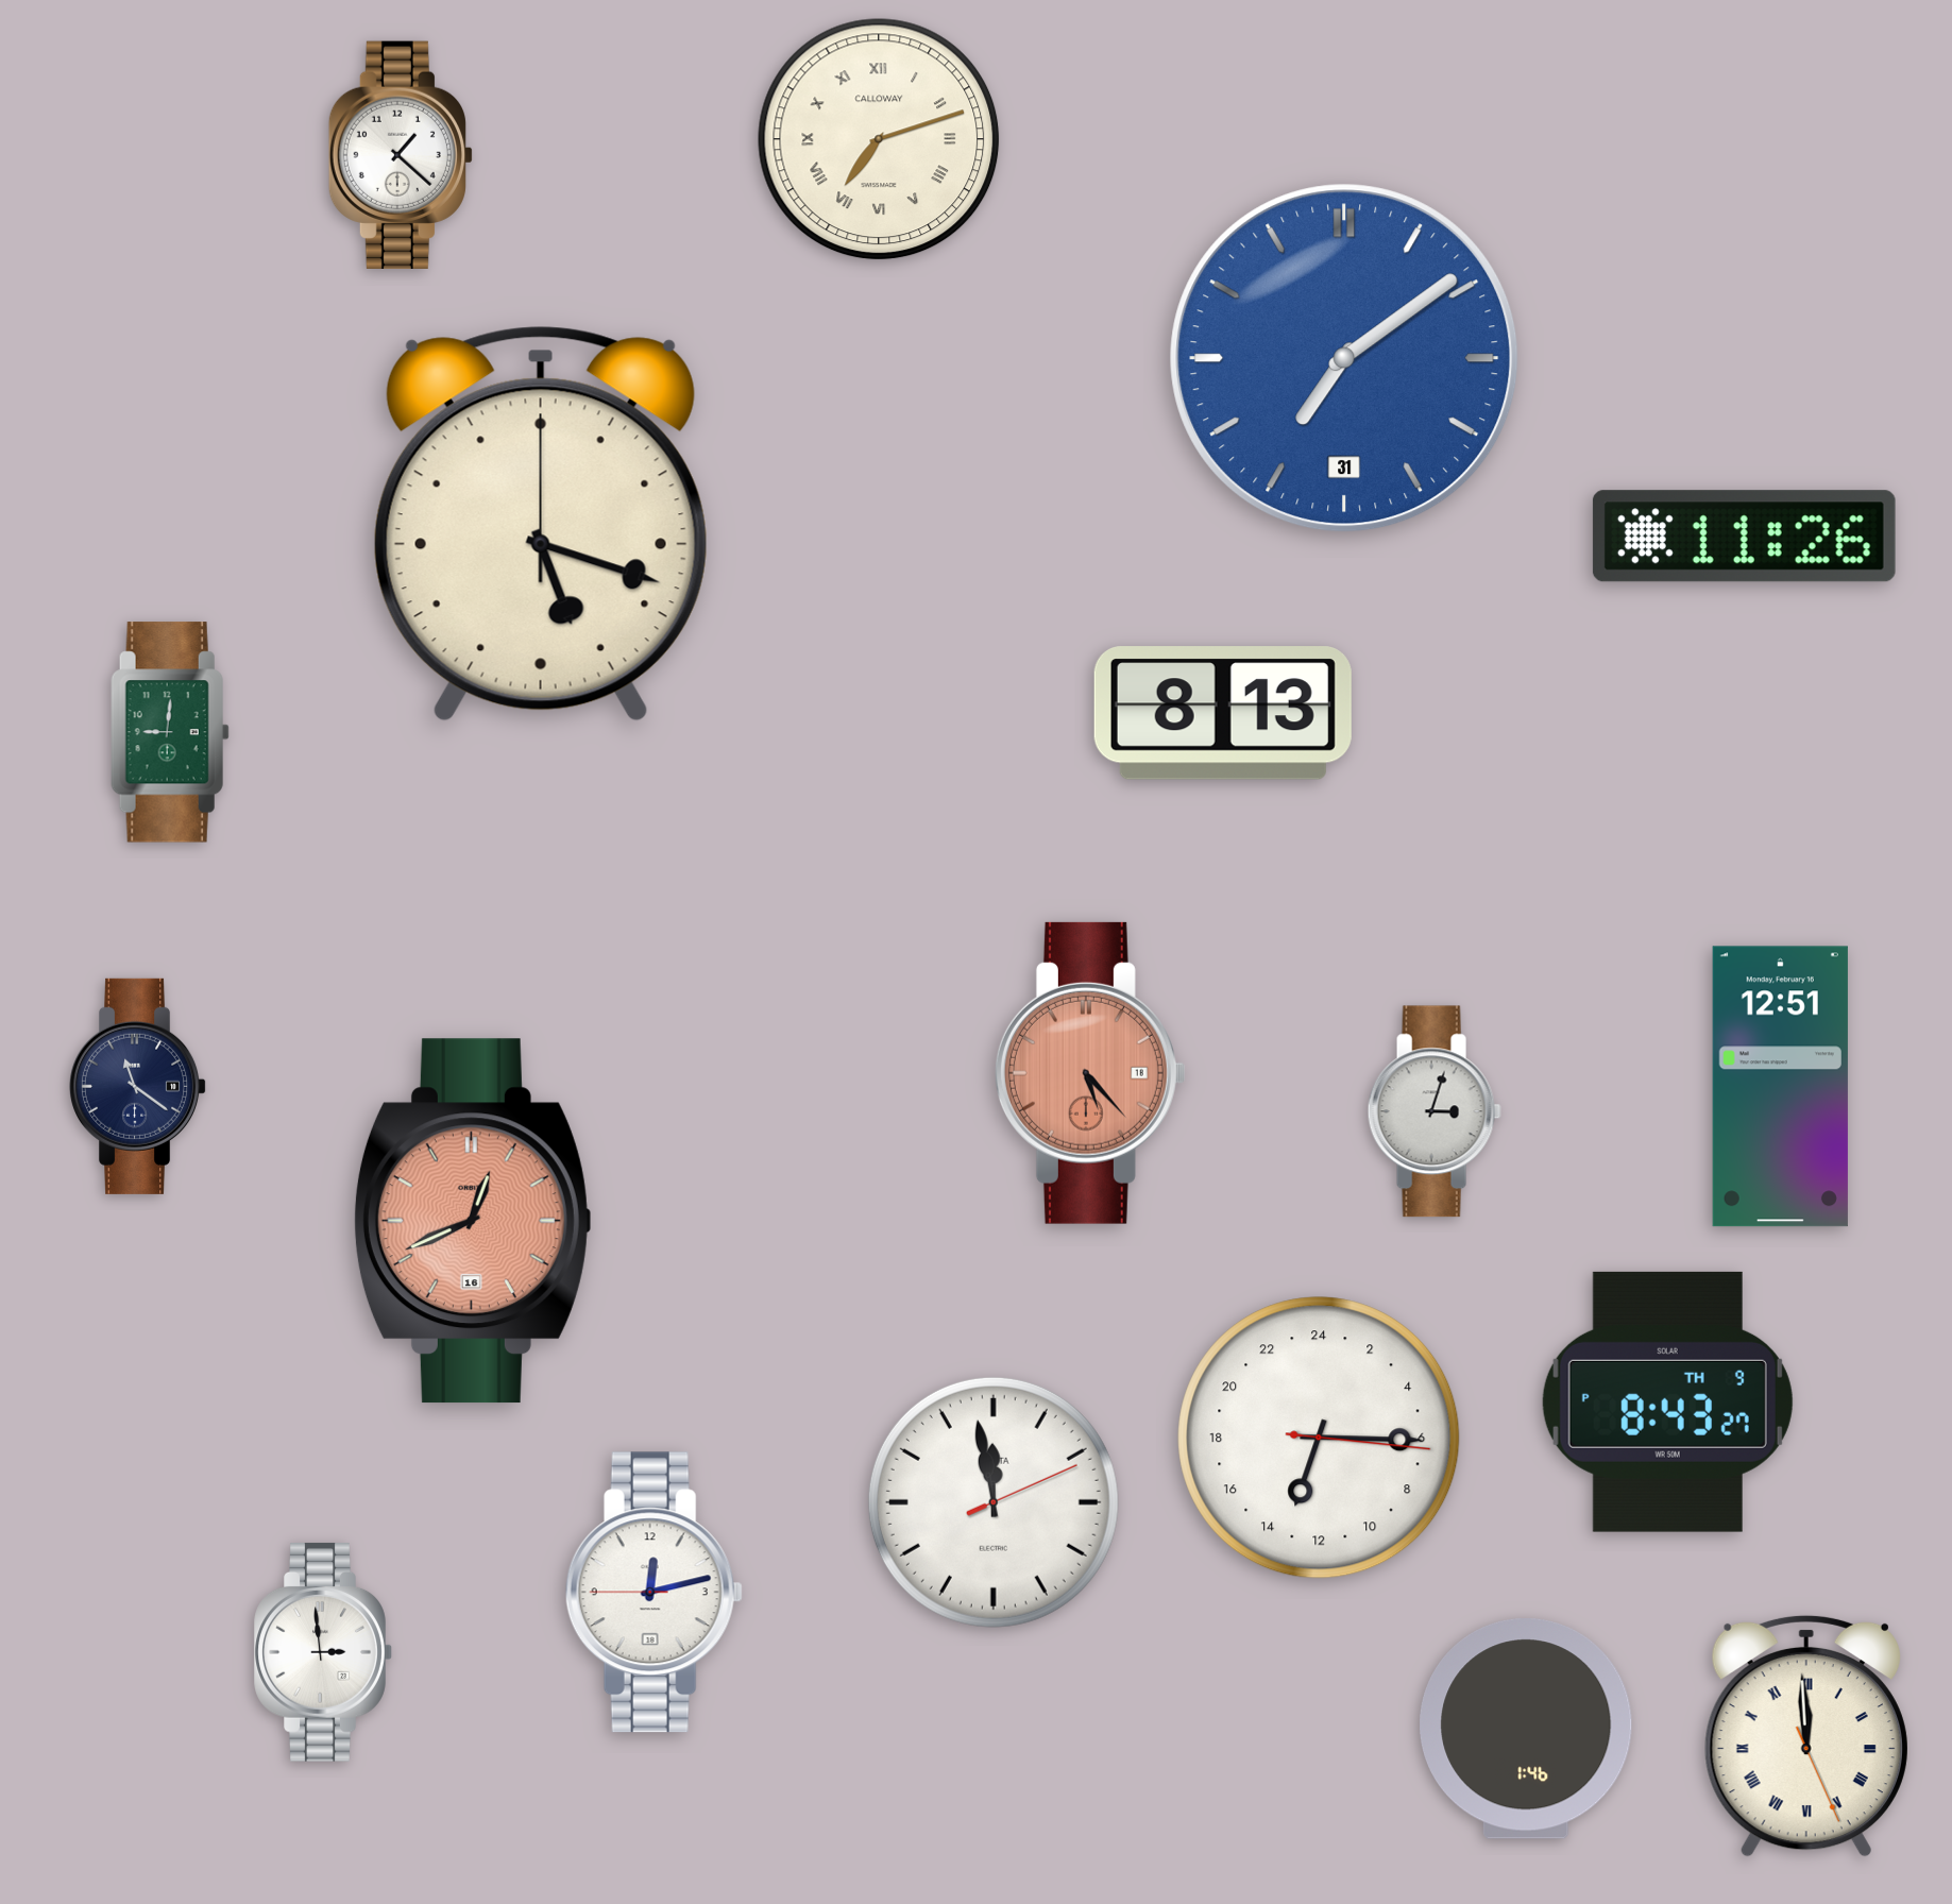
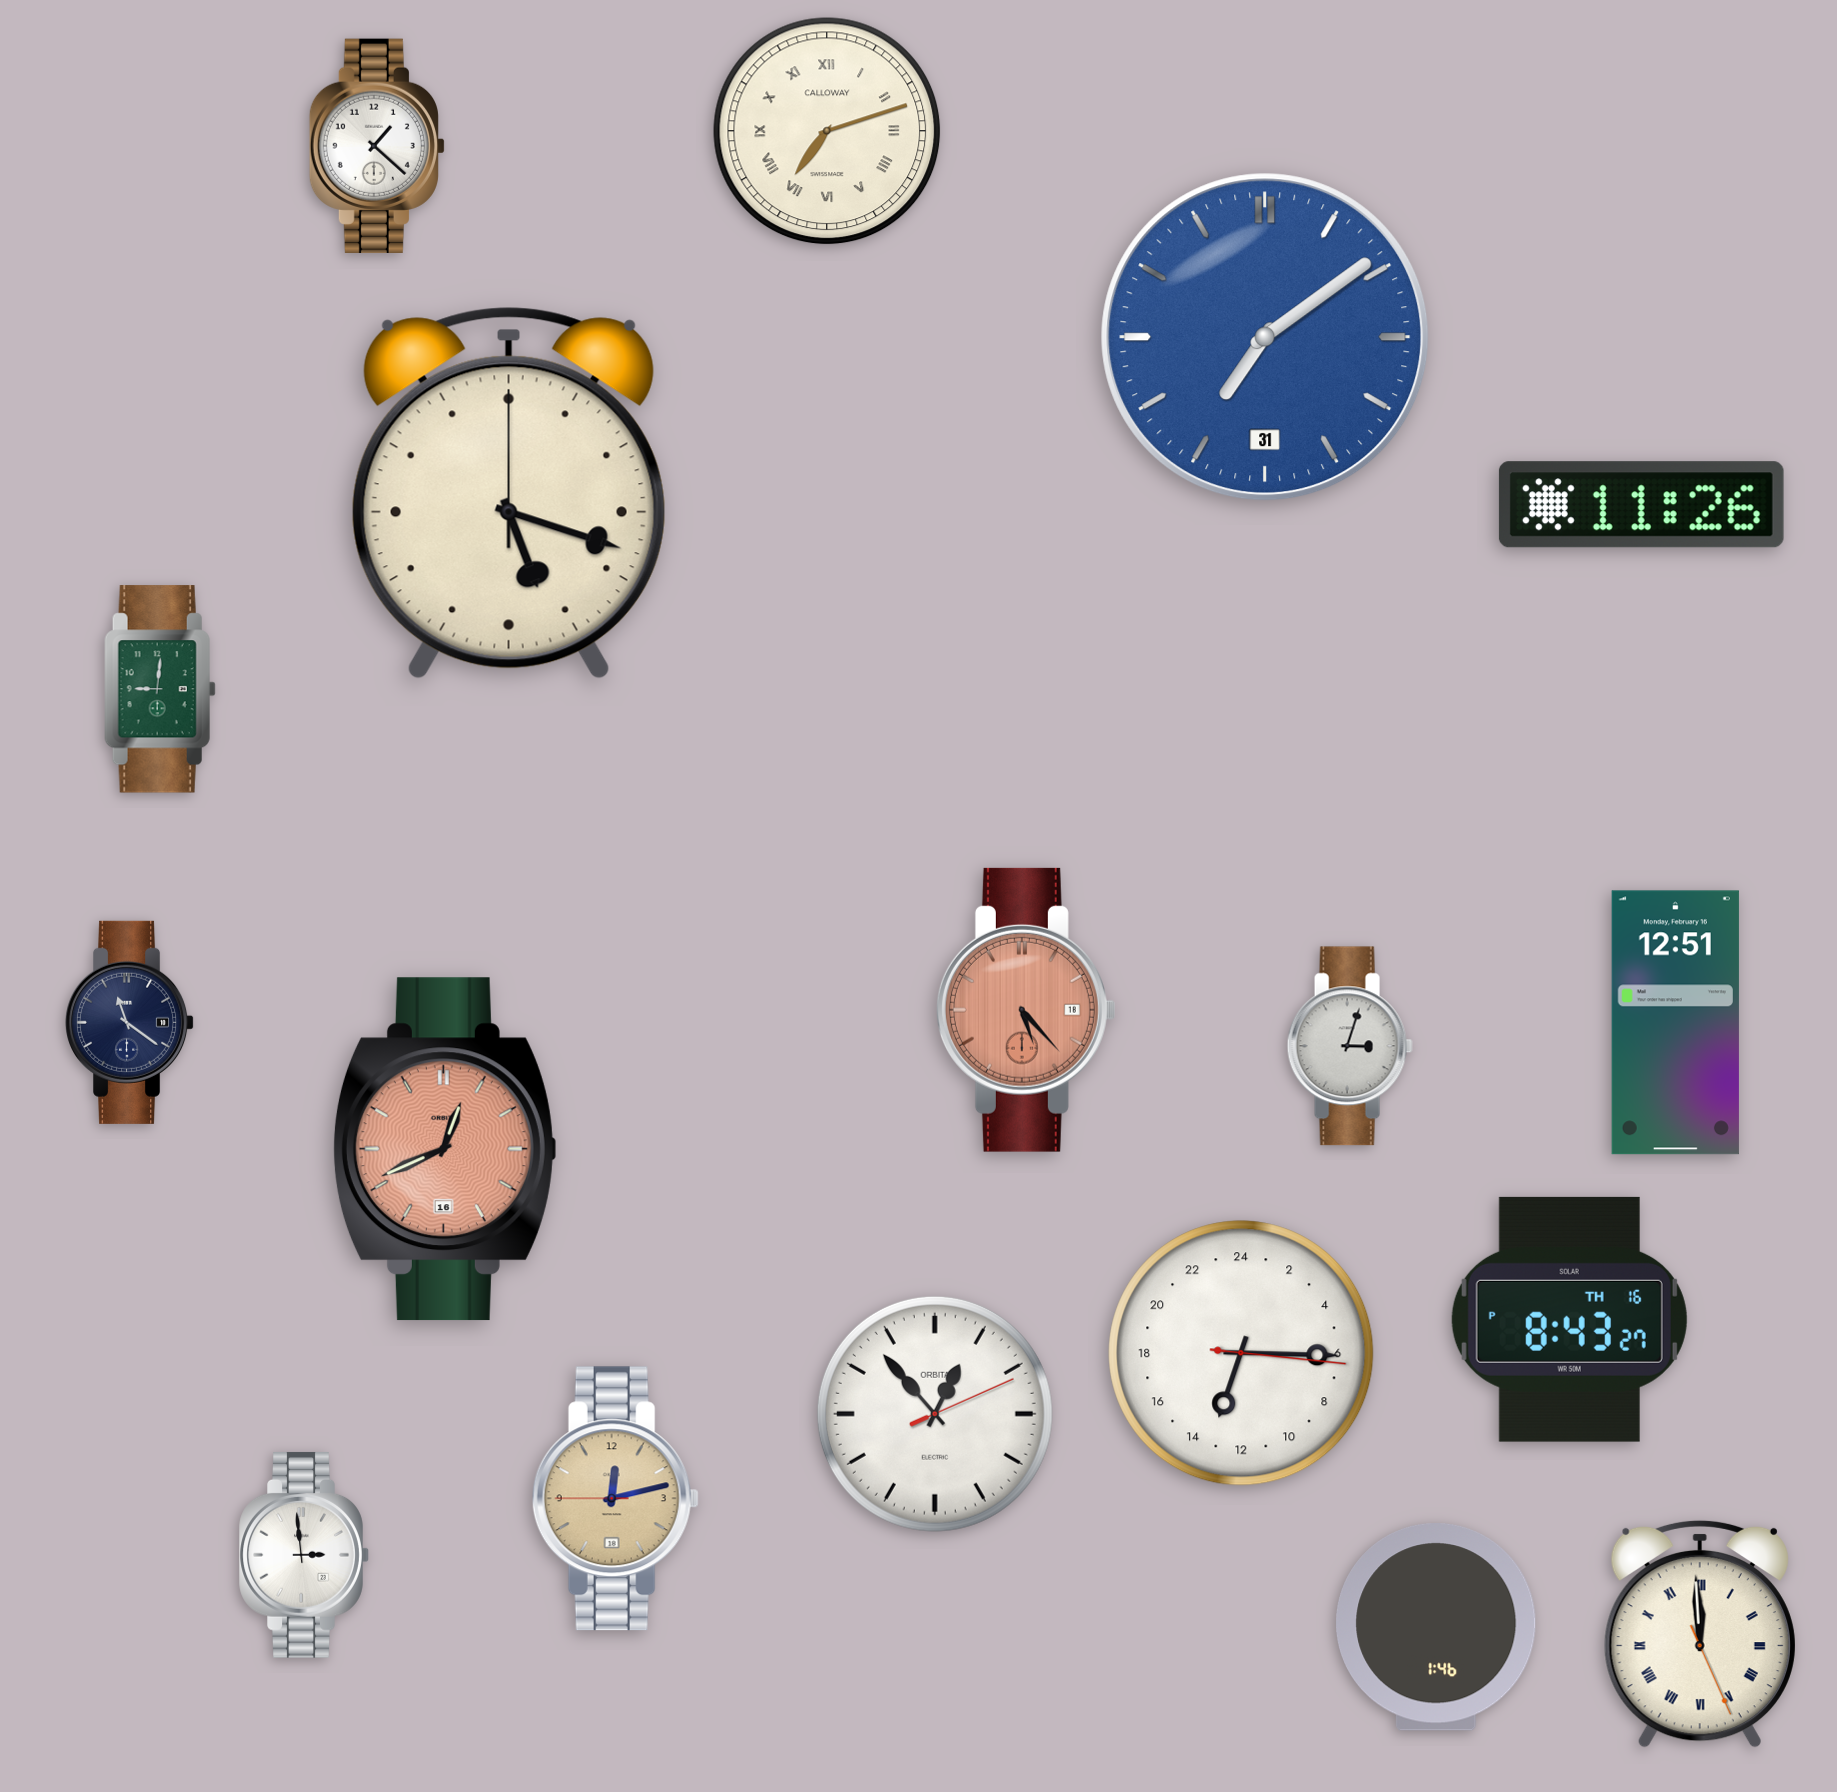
clock at (1223, 713): 8:13 -> none
clock at (1667, 1401) date: TH 9 -> TH 16
clock at (994, 1502): 11:58 -> 12:53
clock at (654, 1593) dial: white -> champagne
